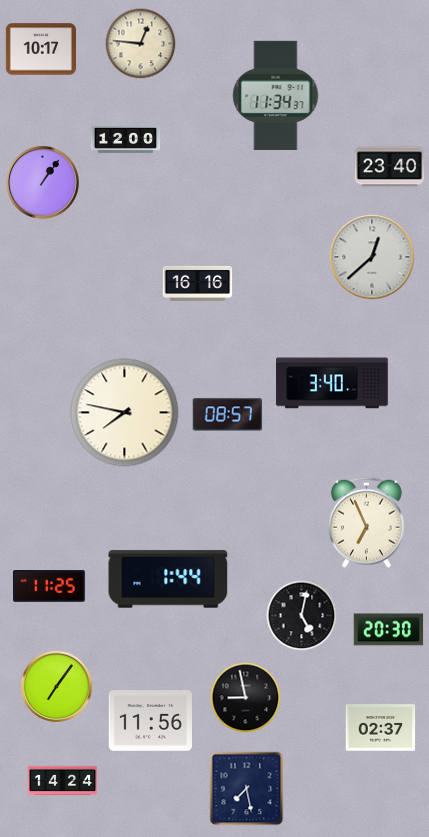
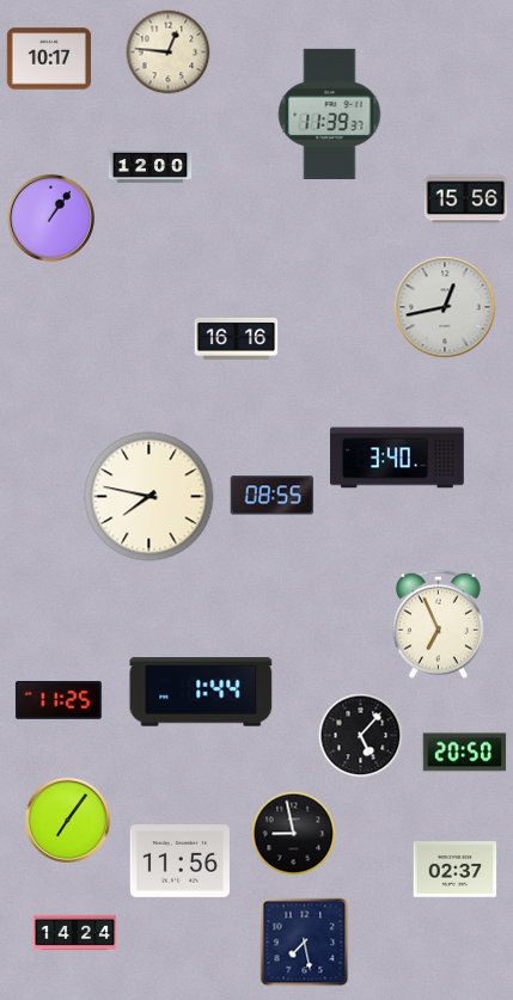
clock at (276, 95): 11:34 -> 11:39
clock at (390, 167): 23:40 -> 15:56
clock at (372, 257): 12:38 -> 12:43
clock at (125, 413) position: (125, 413) -> (149, 497)
clock at (228, 415): 08:57 -> 08:55
clock at (302, 616): 5:02 -> 5:07
clock at (389, 630): 20:30 -> 20:50
clock at (247, 789) position: (247, 789) -> (305, 943)
